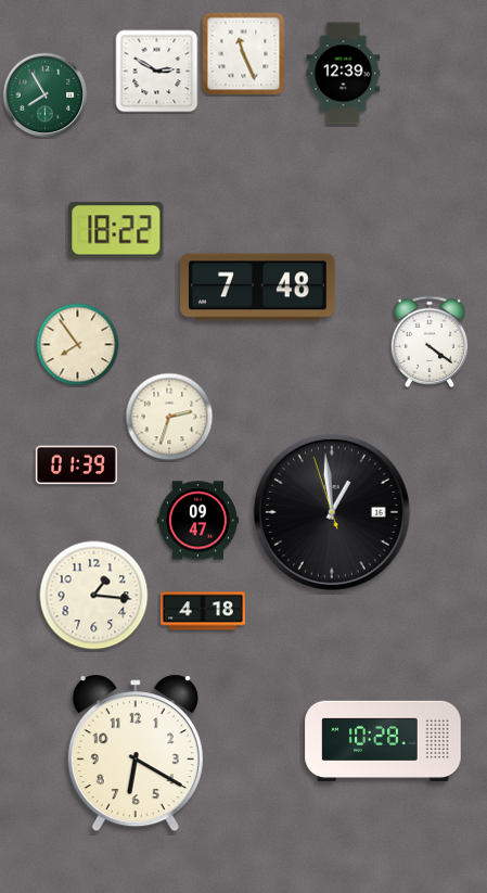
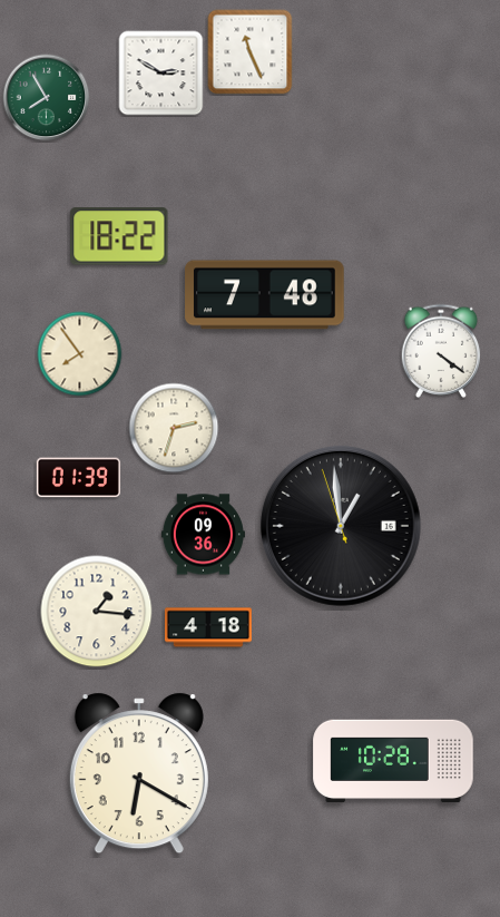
clock at (244, 54) position: (244, 54) -> (251, 52)
clock at (344, 74): 12:39 -> none
clock at (197, 521): 09:47 -> 09:36
